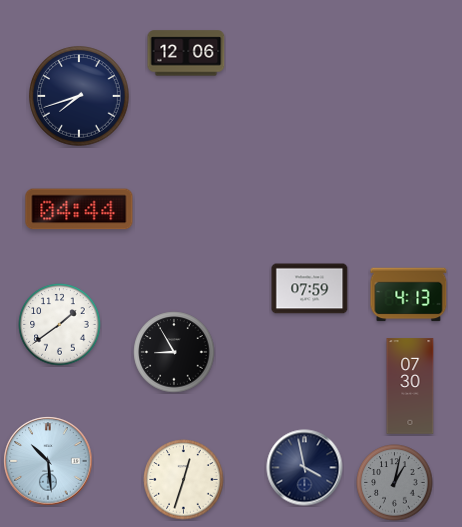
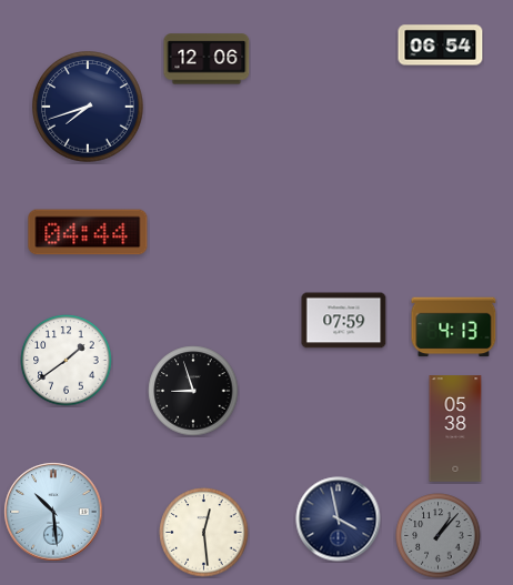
clock at (441, 46): none -> 06:54
clock at (174, 352): 8:55 -> 8:57
clock at (410, 386): 07:30 -> 05:38
clock at (184, 480): 12:33 -> 12:29
clock at (395, 483): 1:02 -> 1:07
